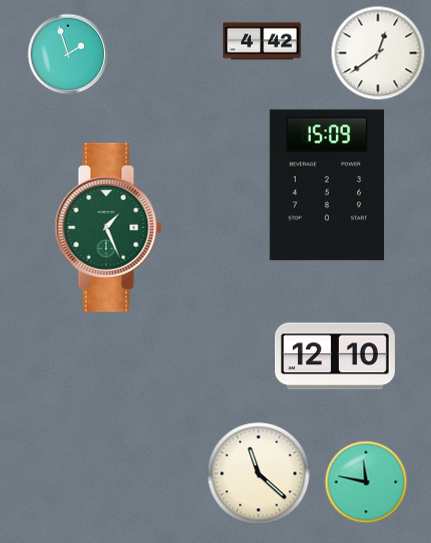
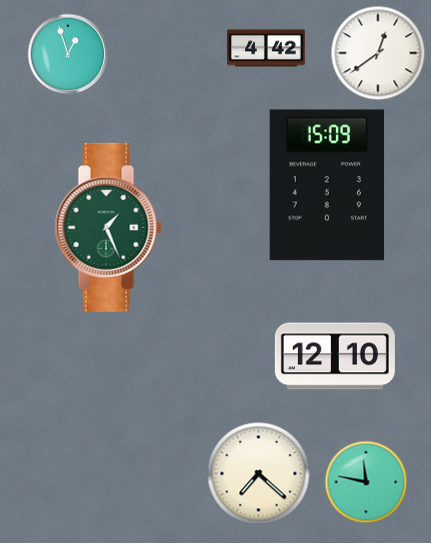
clock at (262, 41) position: (262, 41) -> (266, 48)
clock at (68, 54): 1:57 -> 12:57
clock at (259, 474): 11:22 -> 7:22
